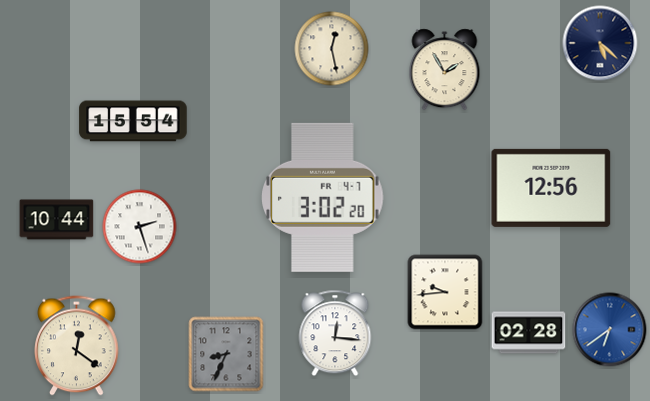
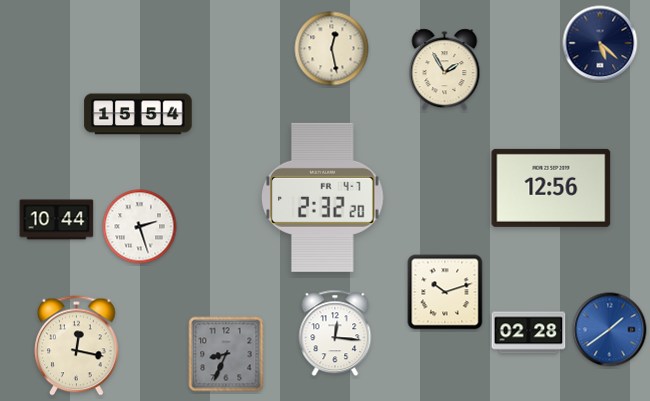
clock at (133, 121) position: (133, 121) -> (138, 114)
clock at (323, 197): 3:02 -> 2:32
clock at (445, 292): 9:44 -> 10:12
clock at (610, 330): 6:39 -> 1:39
clock at (77, 346): 12:21 -> 12:17
